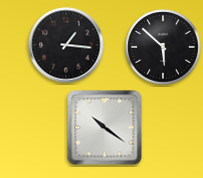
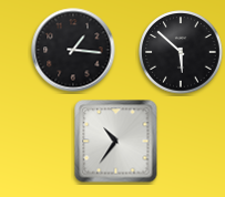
clock at (105, 128): 10:21 -> 10:36
